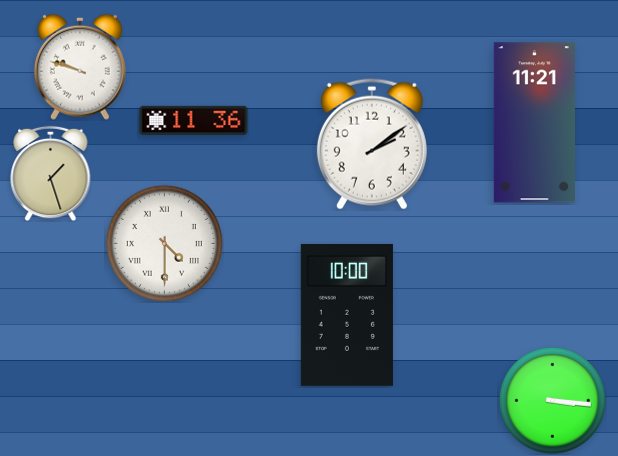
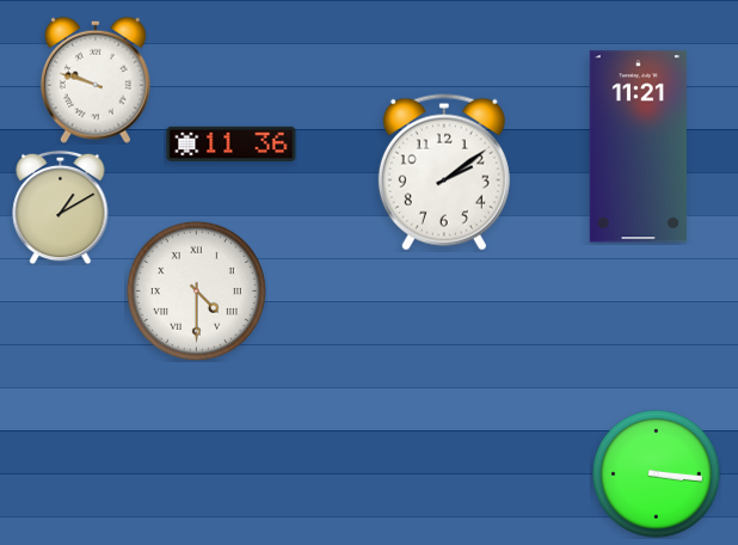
clock at (51, 173): 1:27 -> 1:10
clock at (347, 315): 10:00 -> none
clock at (553, 401) position: (553, 401) -> (657, 474)
